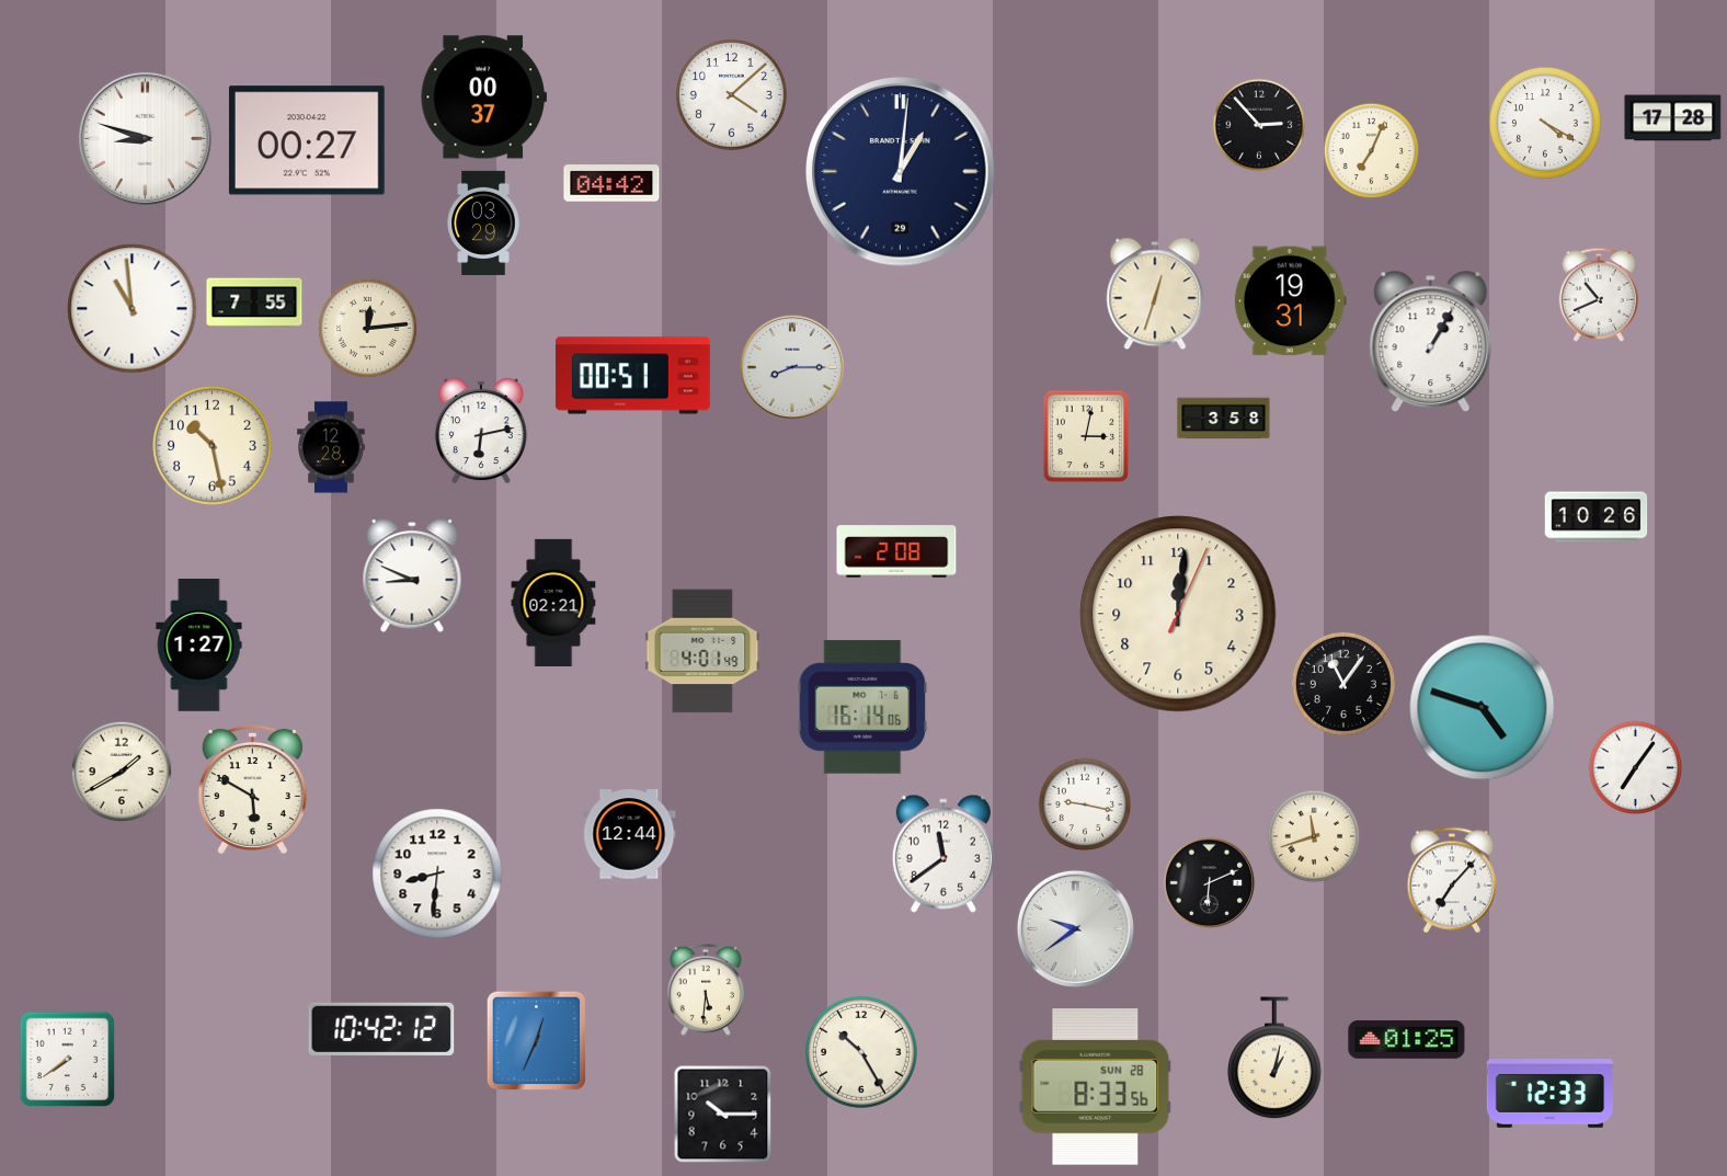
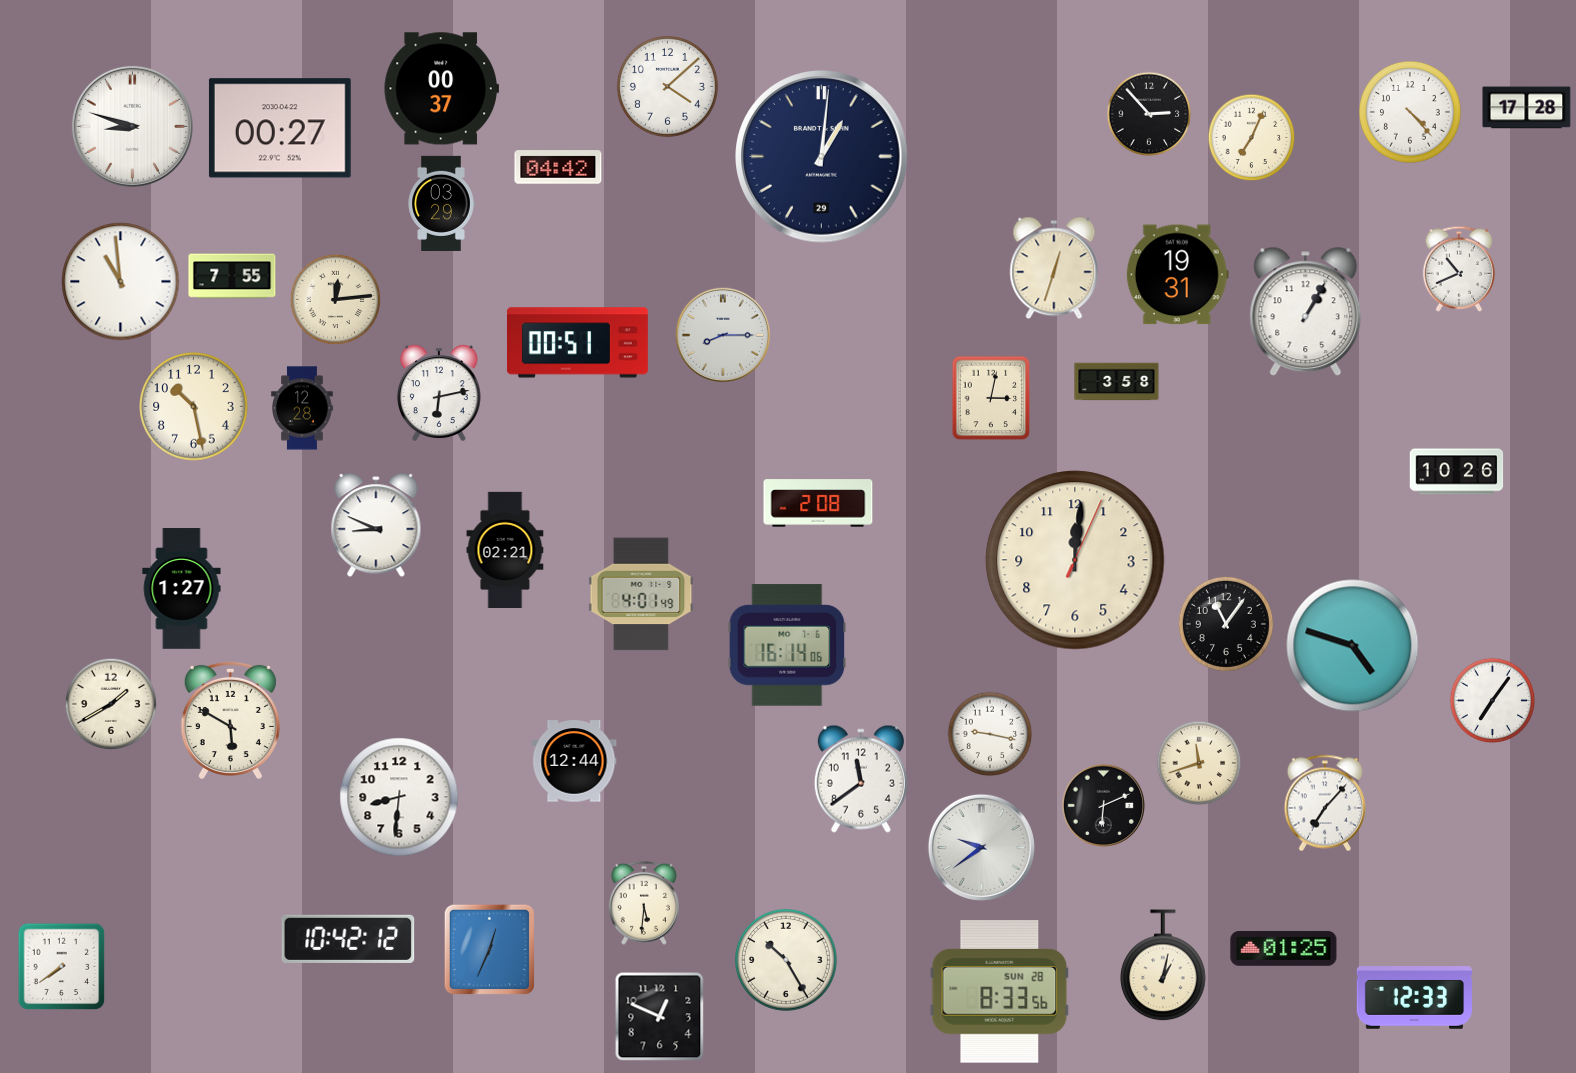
clock at (1545, 123): 4:20 -> 4:23
clock at (723, 1115): 10:15 -> 12:49
